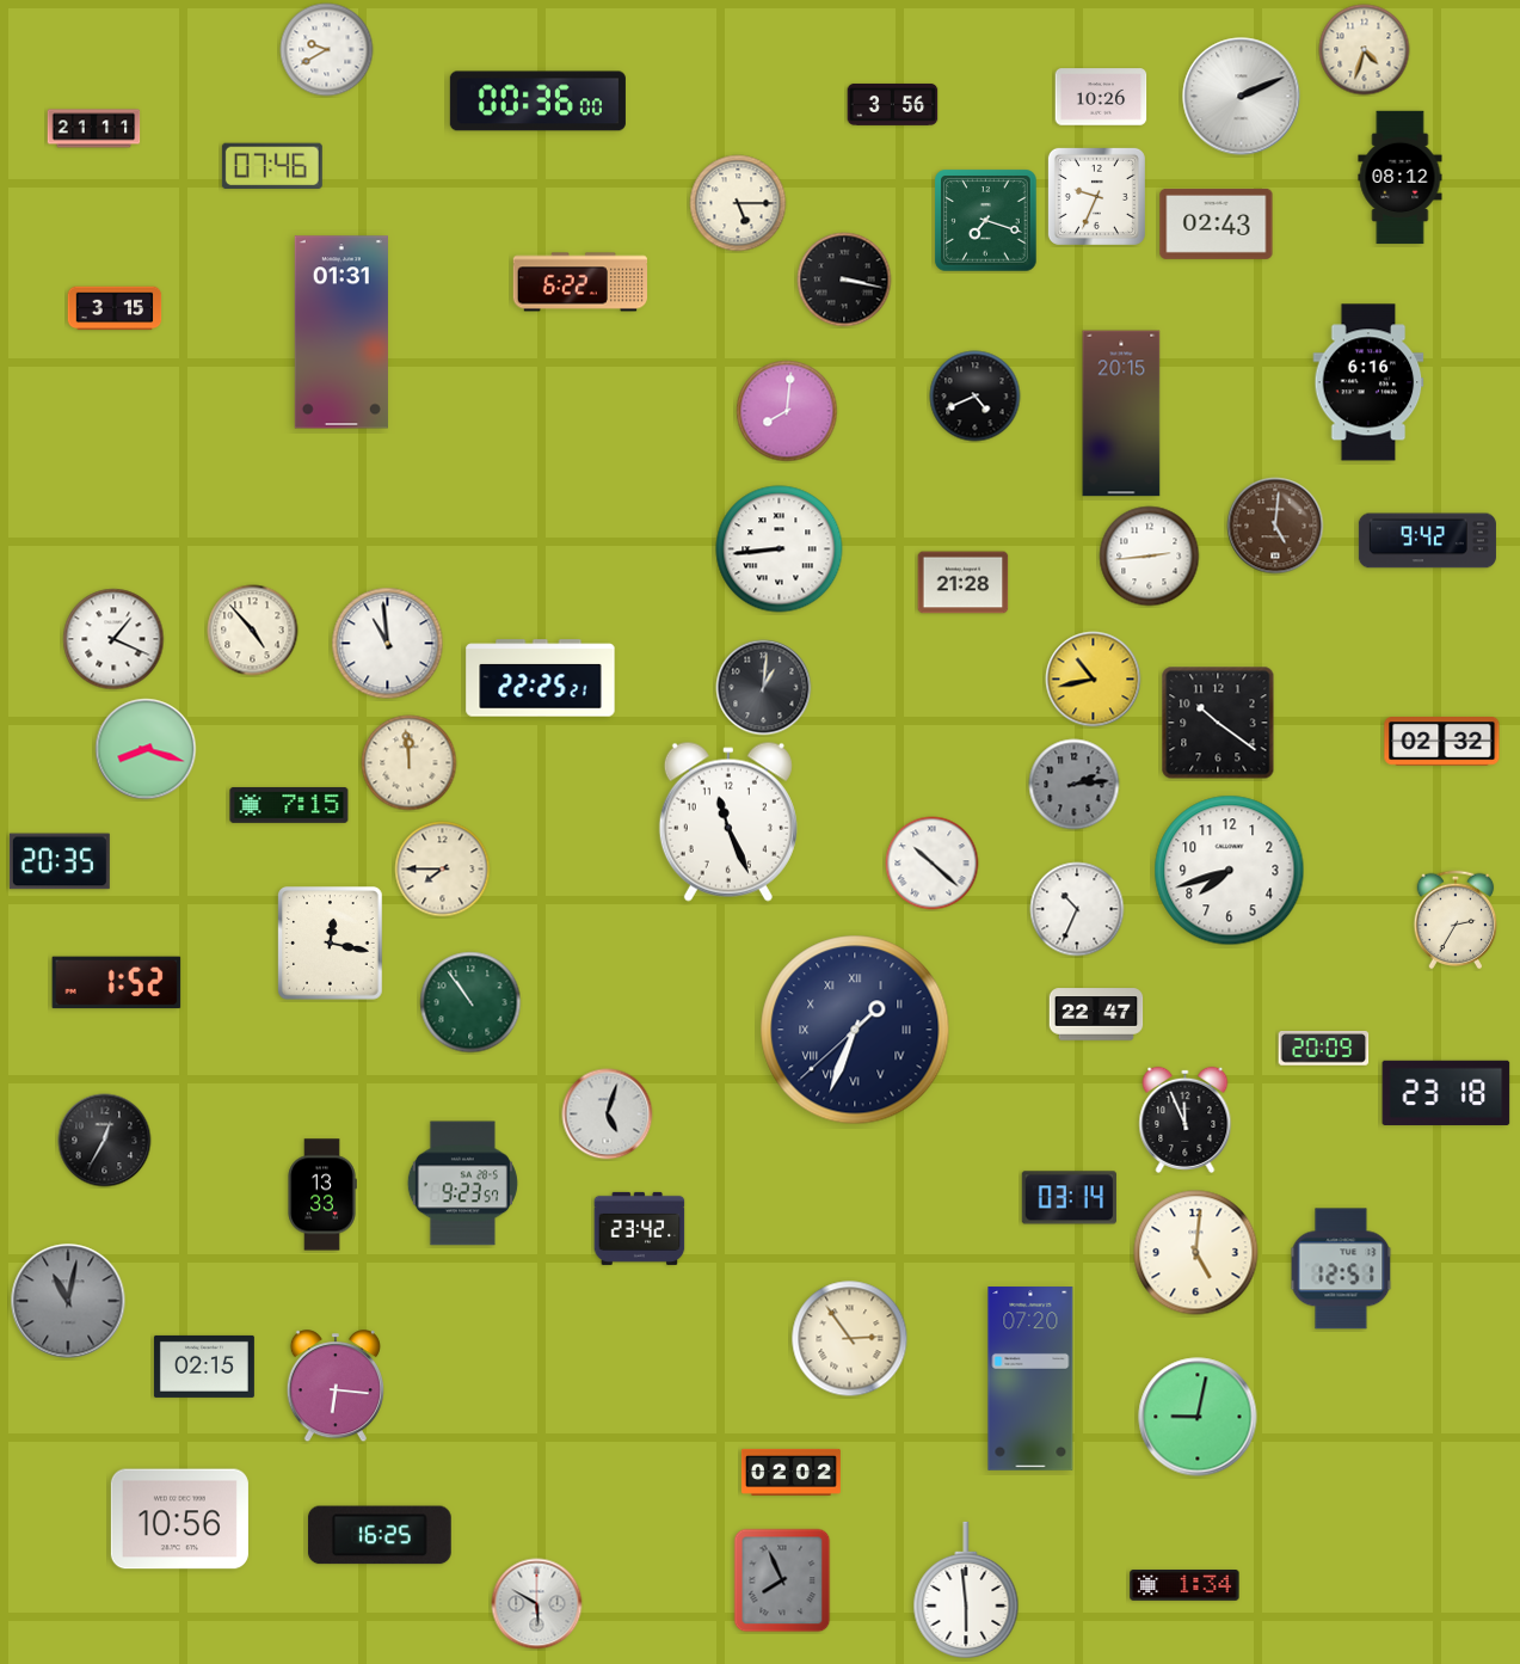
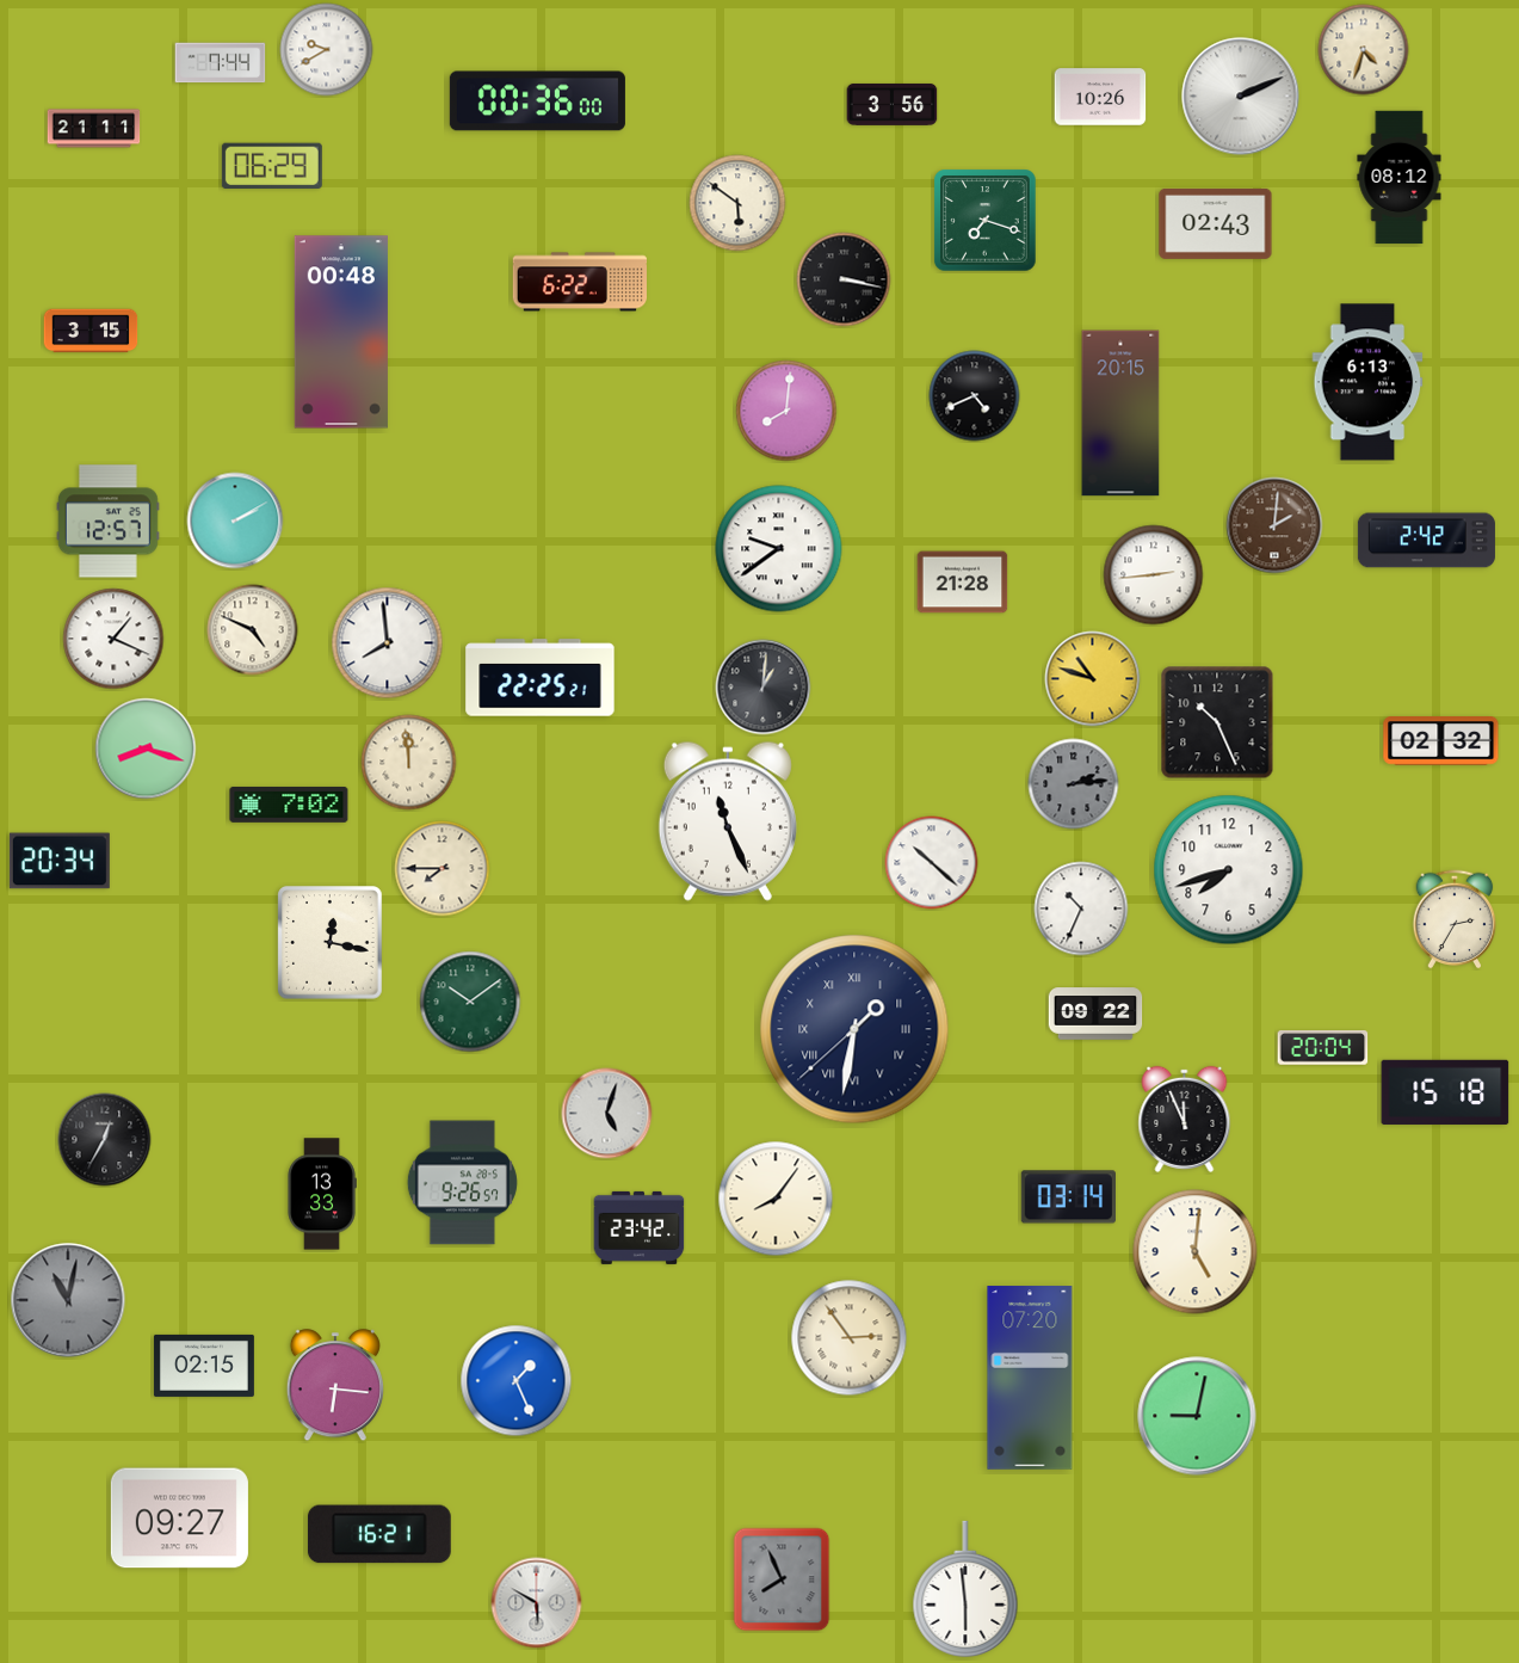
clock at (221, 63): none -> 7:44
clock at (272, 165): 07:46 -> 06:29
clock at (1096, 196): 9:34 -> none
clock at (738, 203): 5:15 -> 5:51
clock at (115, 308) position: (115, 308) -> (91, 331)
clock at (341, 332): 01:31 -> 00:48
clock at (1368, 382): 6:16 -> 6:13
clock at (235, 521): none -> 2:10
clock at (107, 522): none -> 12:57
clock at (1275, 526): 5:01 -> 2:01
clock at (1427, 541): 9:42 -> 2:42
clock at (780, 549): 8:44 -> 9:39
clock at (1150, 557) position: (1150, 557) -> (1154, 575)
clock at (253, 631): 4:53 -> 4:49
clock at (388, 644): 10:59 -> 7:59
clock at (1094, 680): 10:43 -> 10:48
clock at (1218, 723): 10:21 -> 10:26
clock at (289, 805): 7:15 -> 7:02
clock at (60, 861): 20:35 -> 20:34
clock at (1077, 909) position: (1077, 909) -> (1081, 909)
clock at (117, 983): 1:52 -> none
clock at (470, 1002): 10:54 -> 10:09
clock at (1096, 1014): 22:47 -> 09:22
clock at (855, 1030): 1:33 -> 1:31
clock at (1324, 1049): 20:09 -> 20:04
clock at (1446, 1092): 23:18 -> 15:18
clock at (462, 1184): 9:23 -> 9:26
clock at (776, 1199): none -> 8:06
clock at (1341, 1269): 12:51 -> none
clock at (517, 1381): none -> 1:26
clock at (790, 1472): 02:02 -> none
clock at (179, 1519): 10:56 -> 09:27
clock at (380, 1535): 16:25 -> 16:21
clock at (1184, 1586): 1:34 -> none
